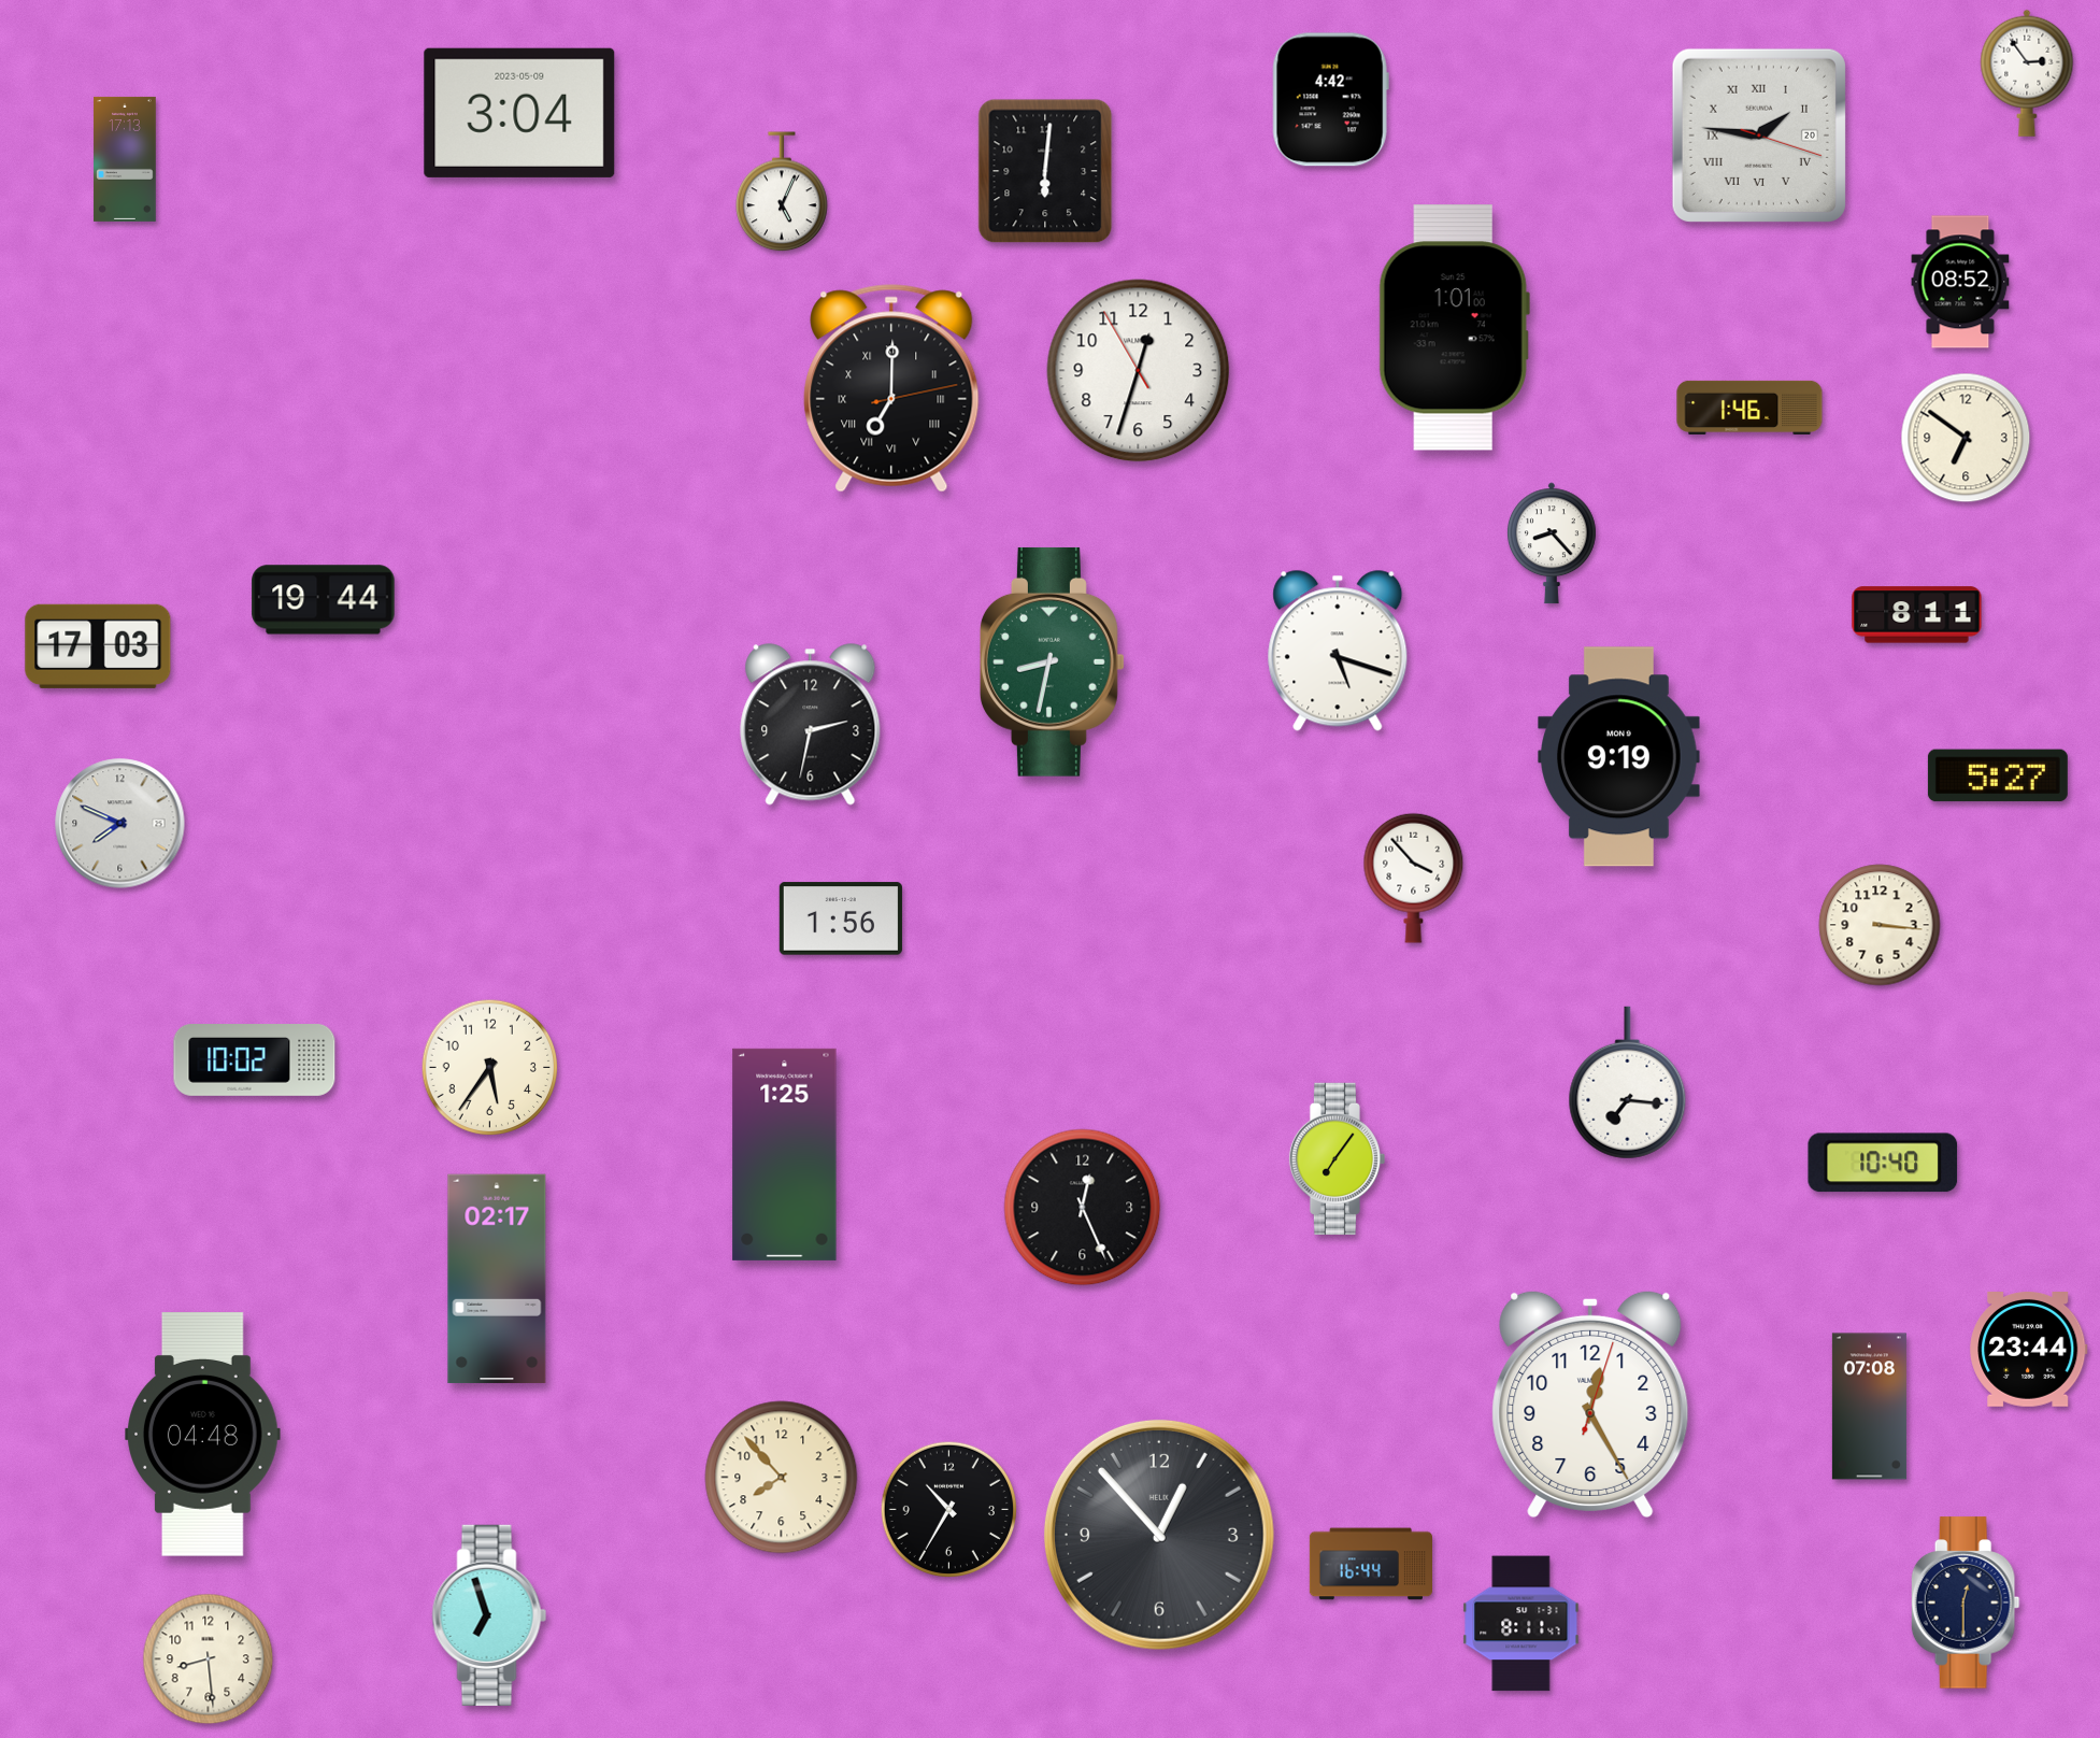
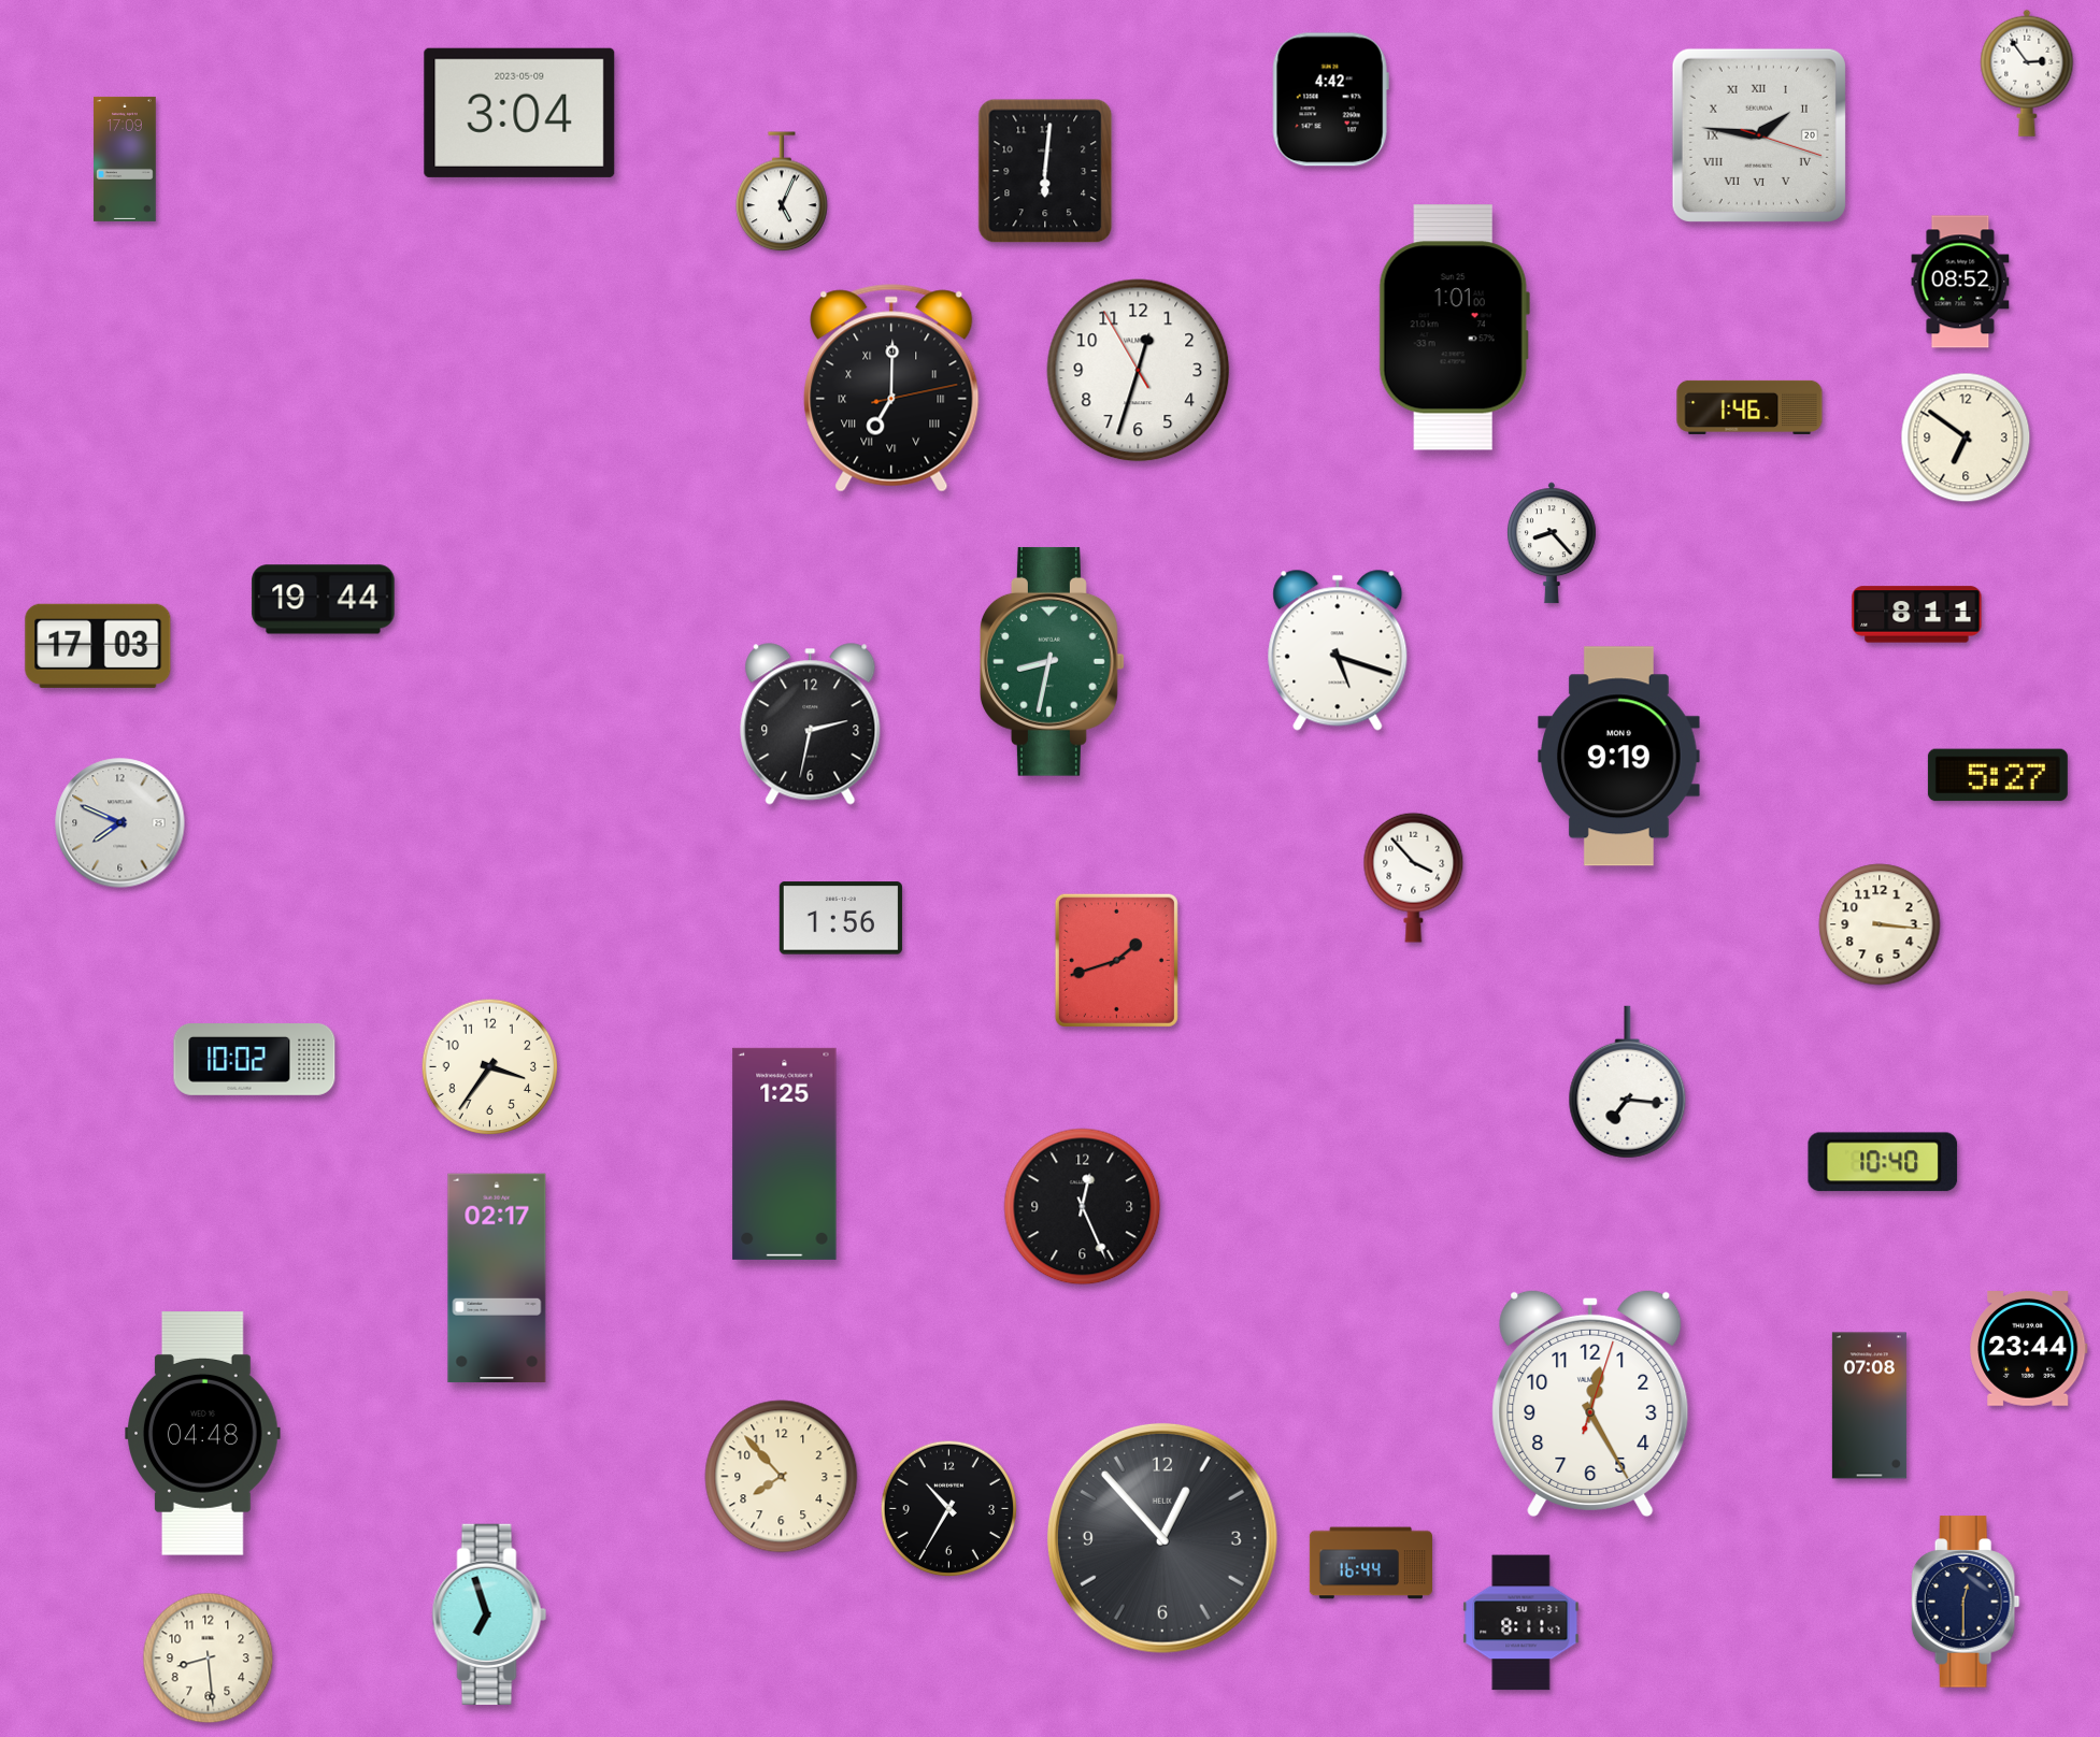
clock at (125, 159): 17:13 -> 17:09
clock at (1116, 960): none -> 1:42
clock at (490, 1068): 5:36 -> 3:36
clock at (1337, 1158): 7:06 -> none
clock at (1159, 1535) position: (1159, 1535) -> (1162, 1538)
